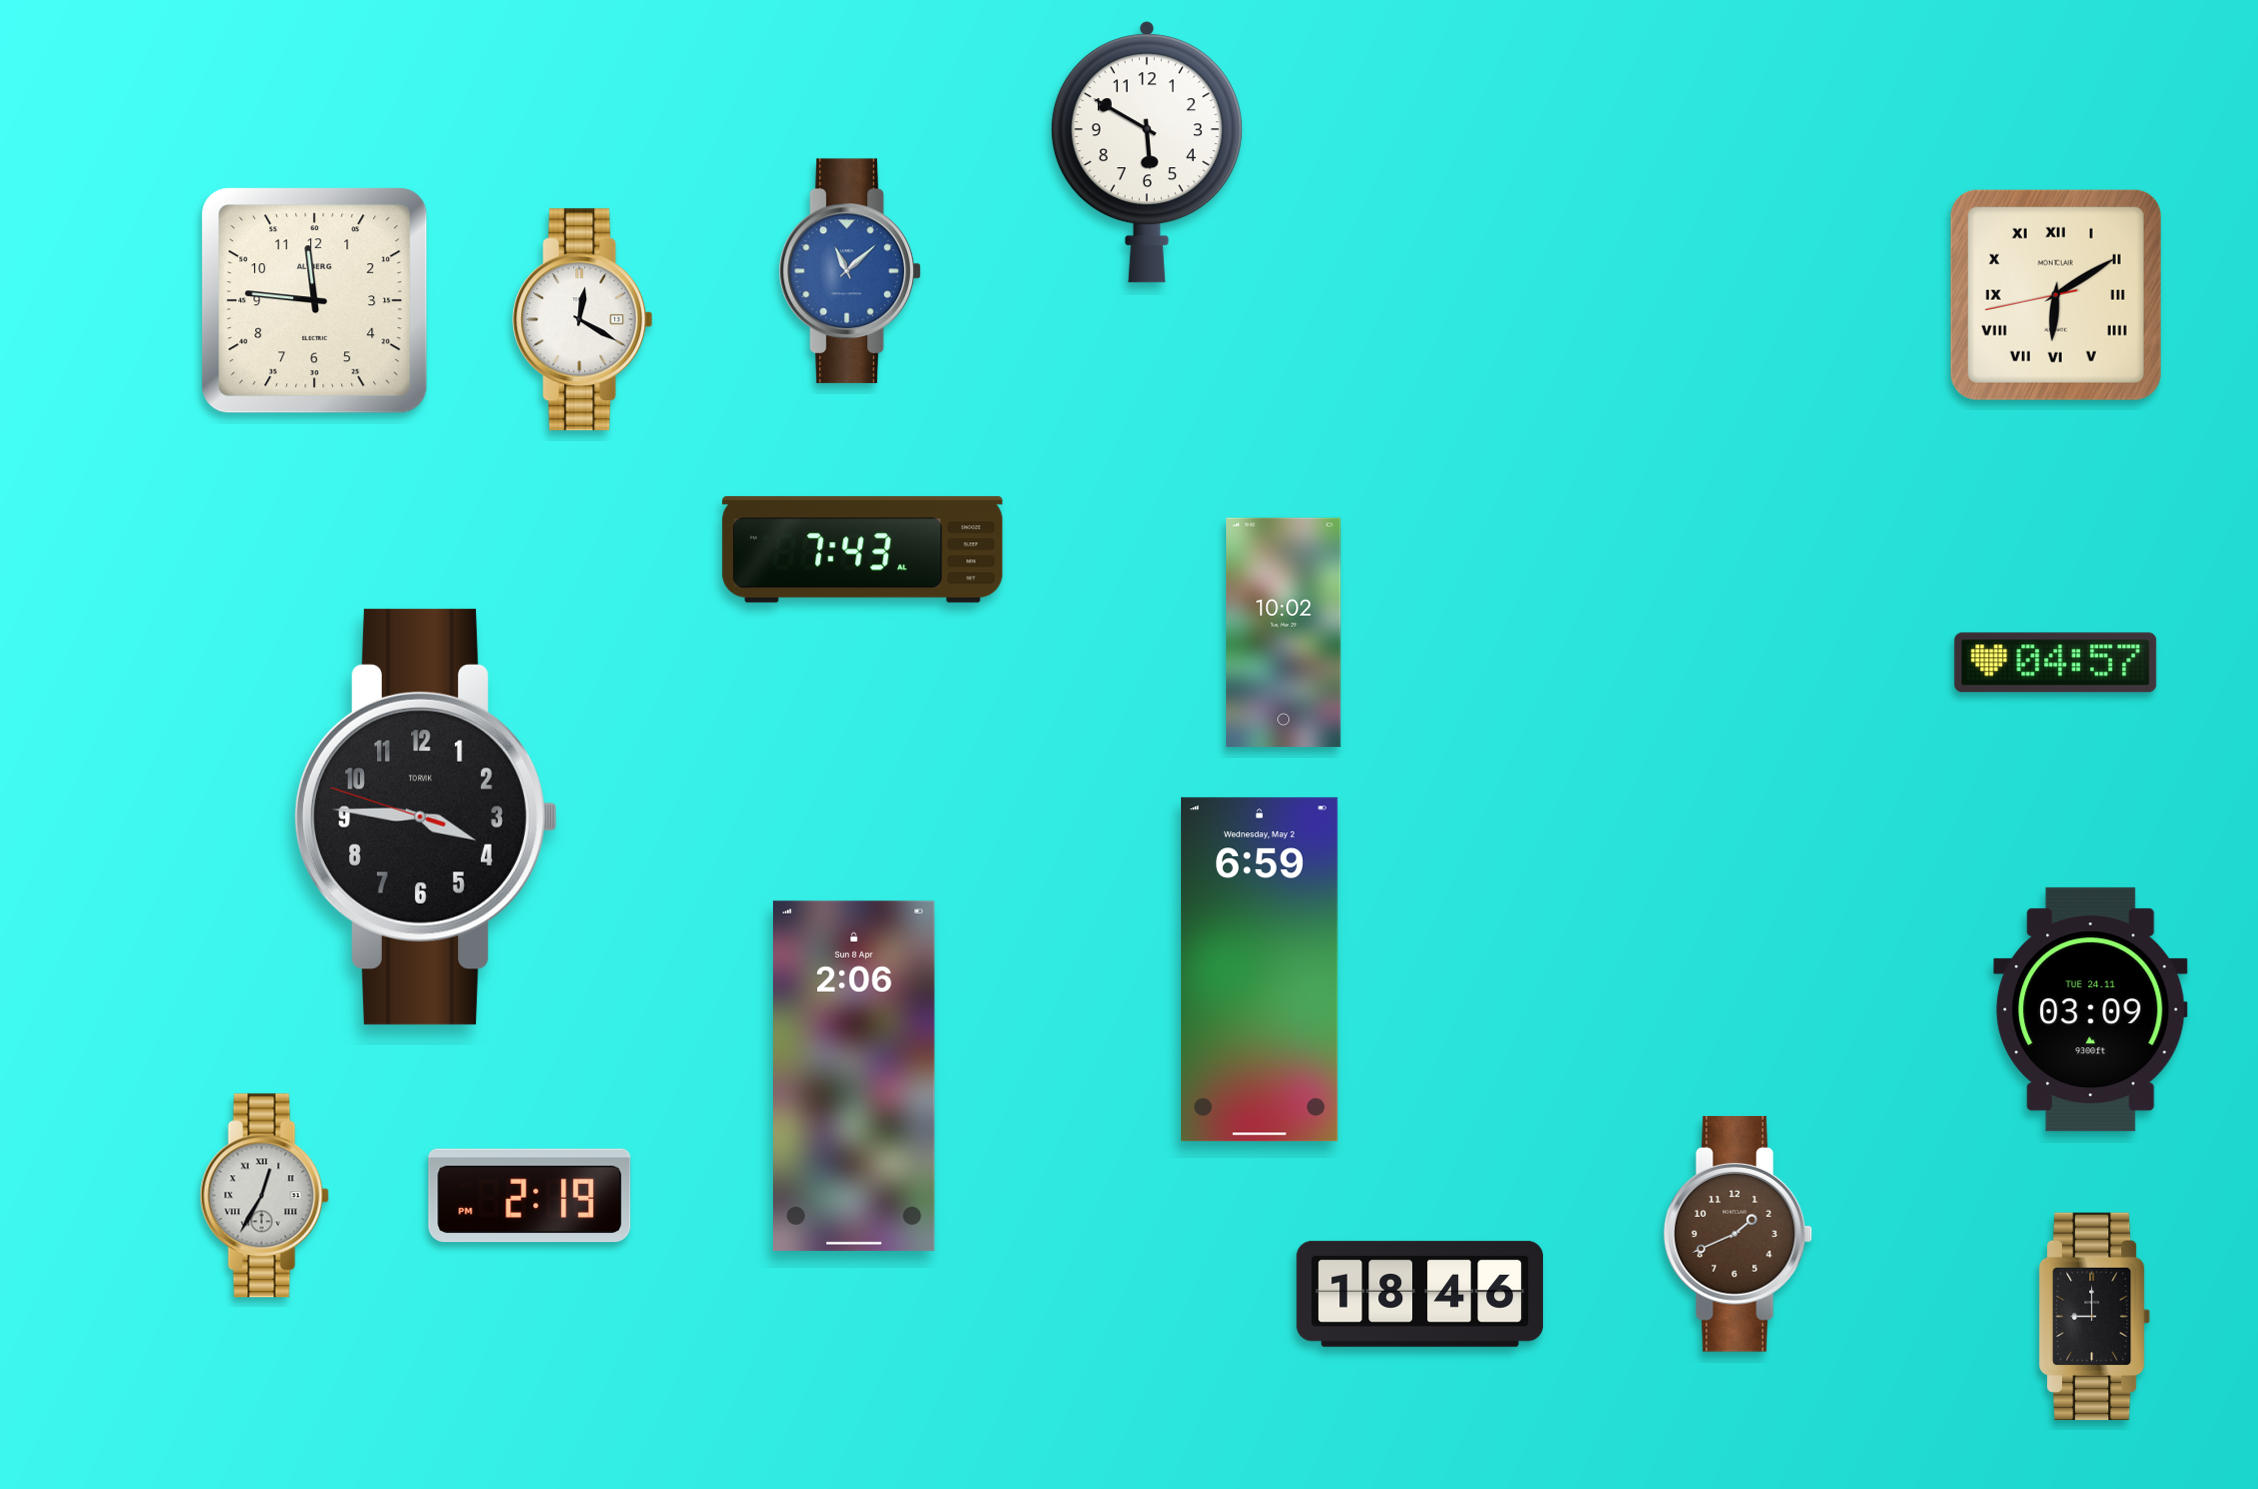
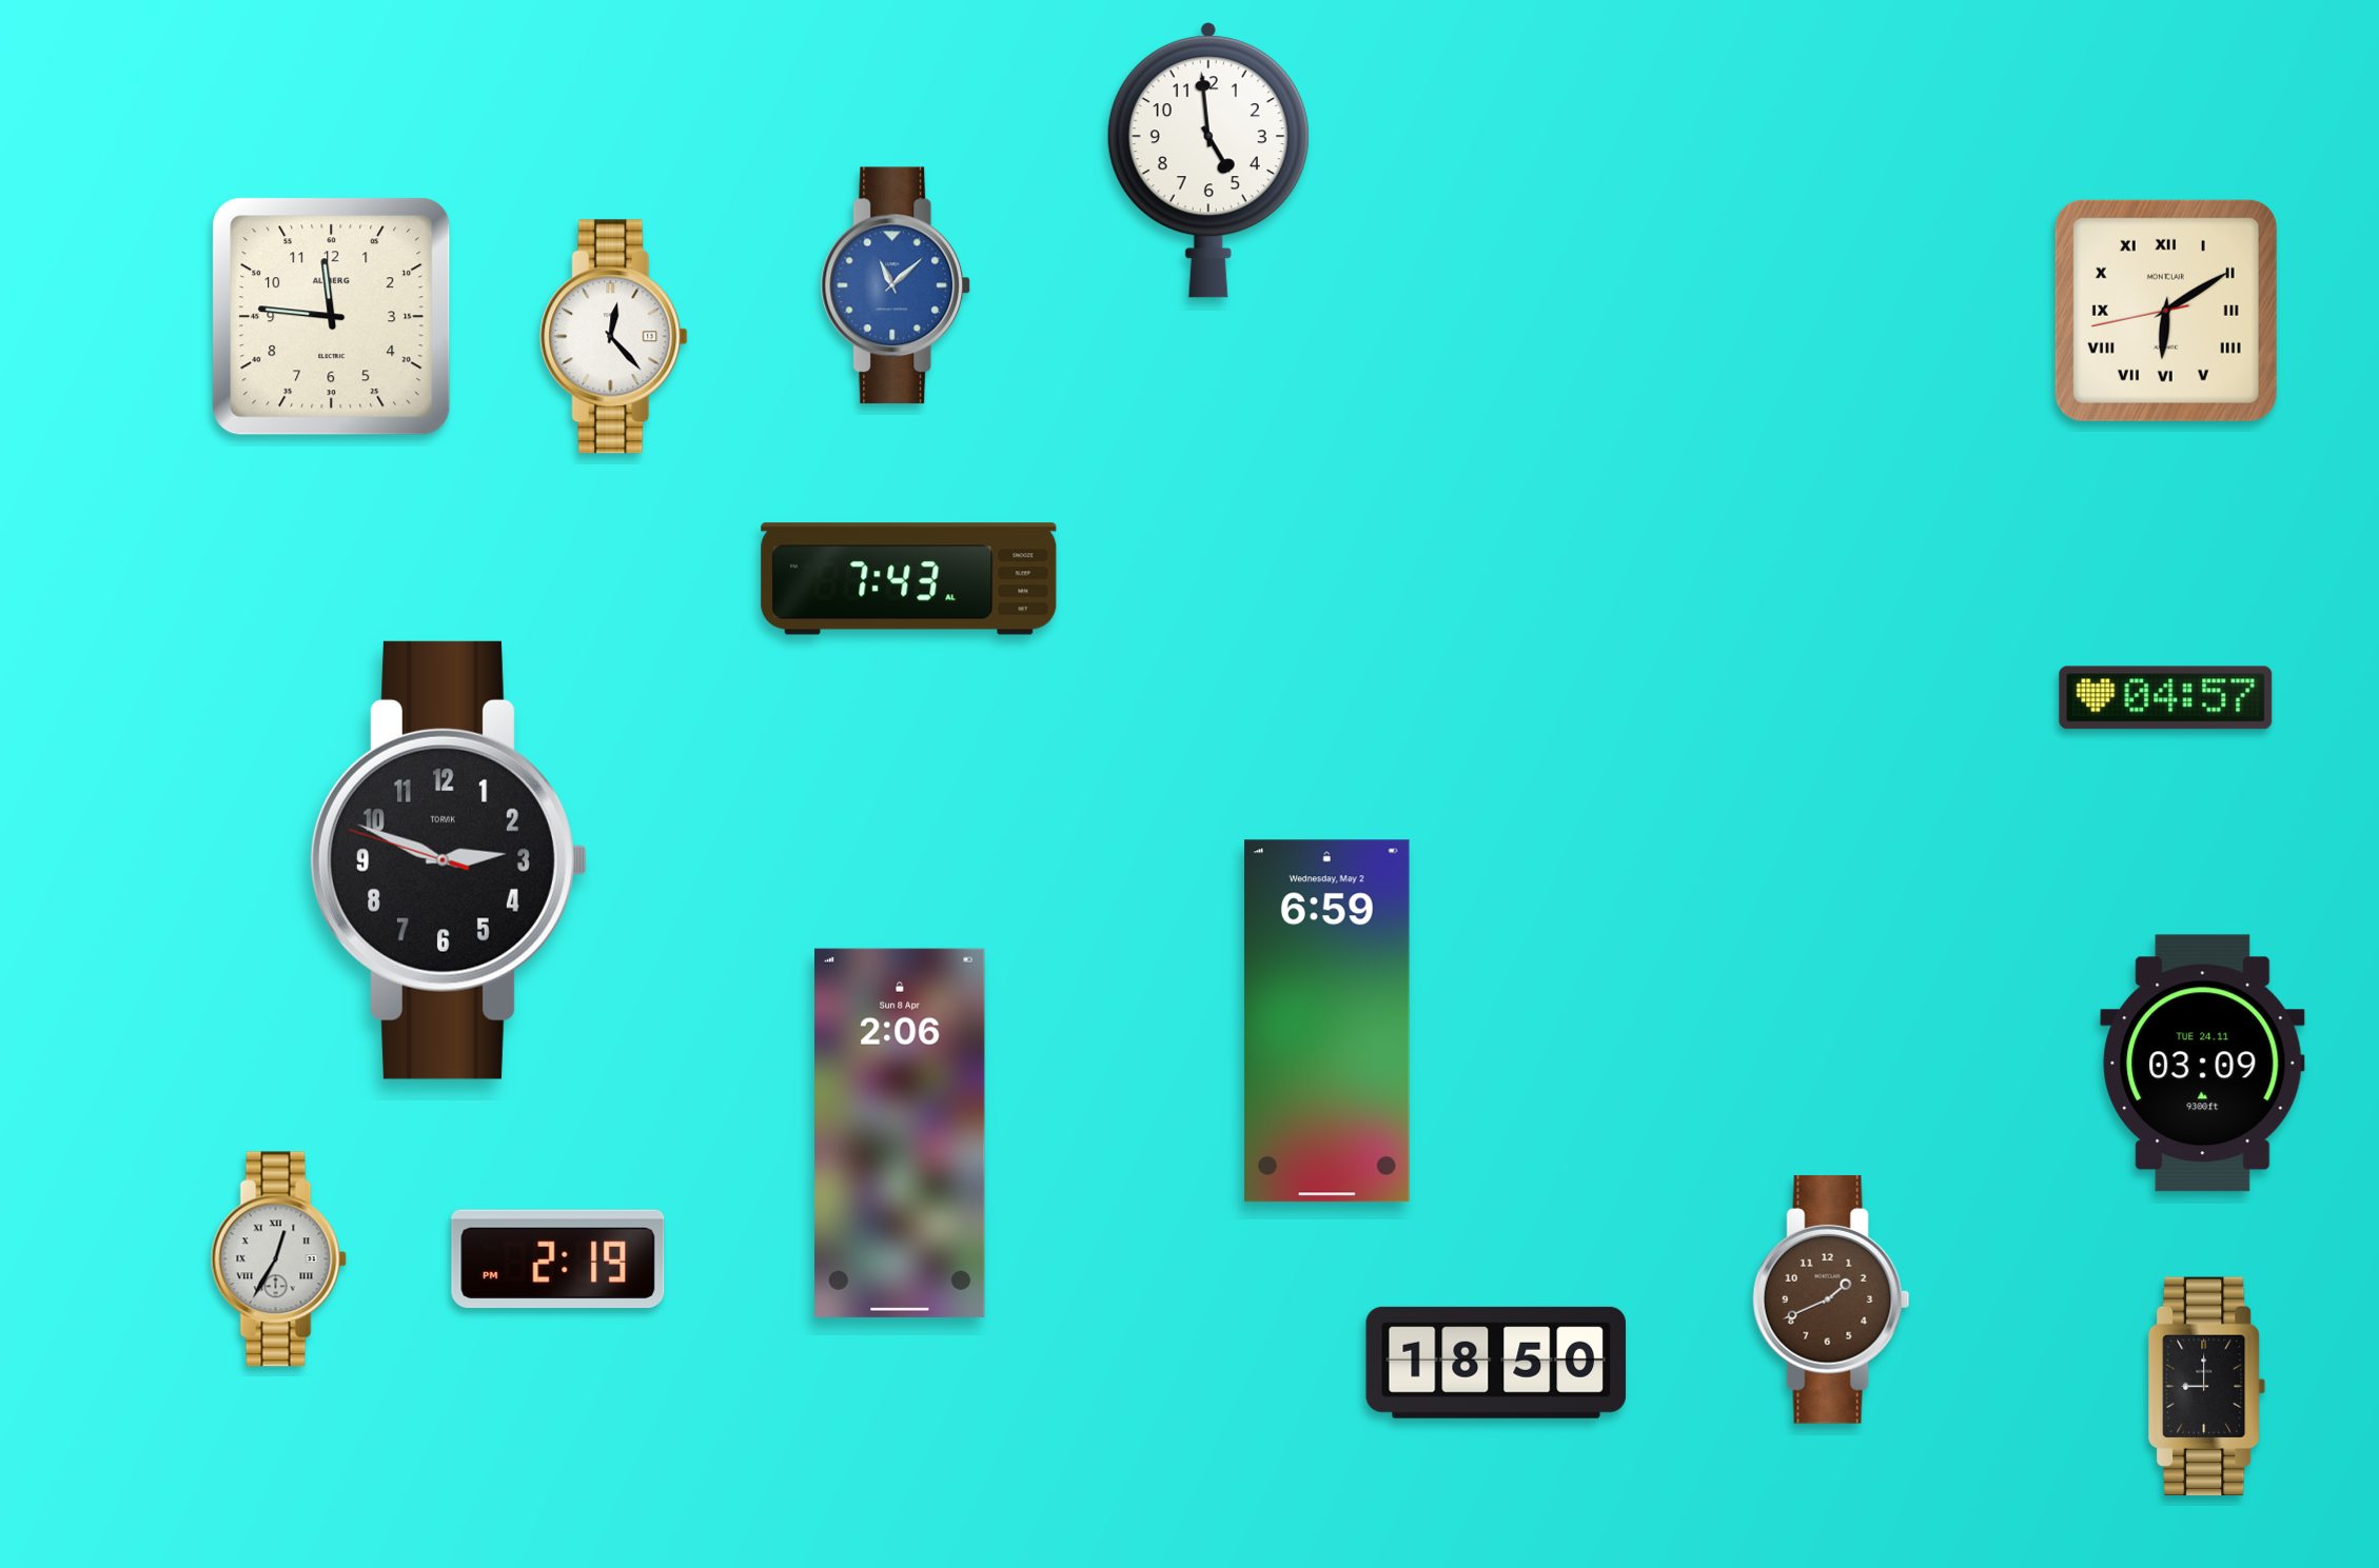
clock at (1147, 152): 5:50 -> 4:59
clock at (583, 320): 12:20 -> 12:23
clock at (1284, 632): 10:02 -> none
clock at (426, 817): 3:45 -> 2:48
clock at (1420, 1294): 18:46 -> 18:50
